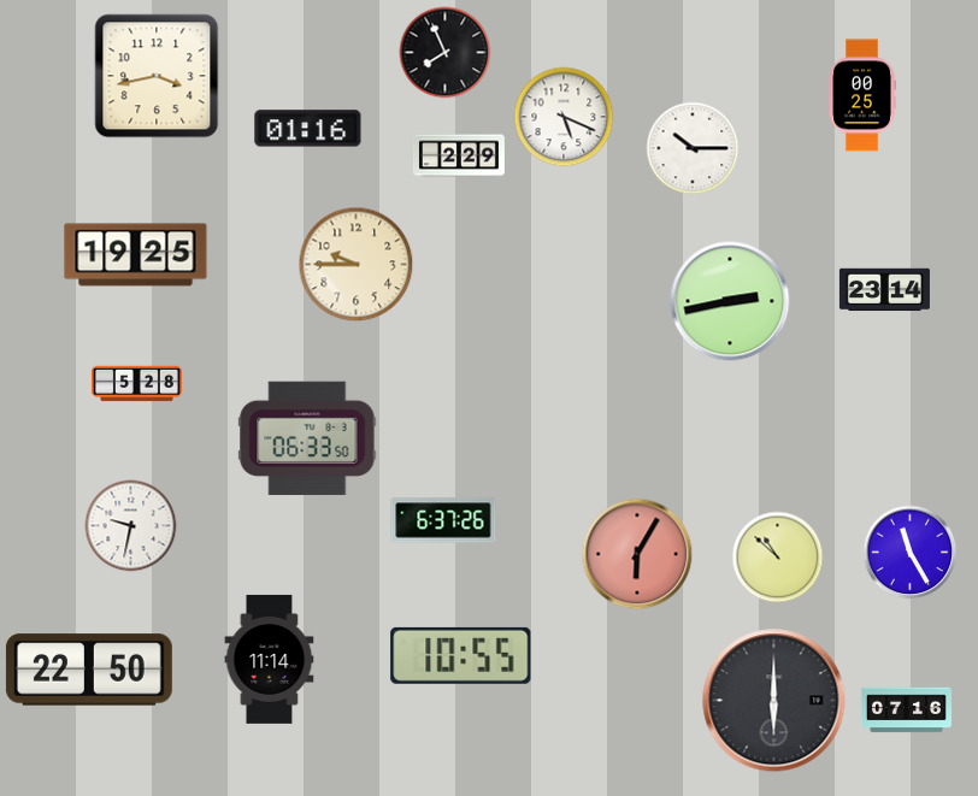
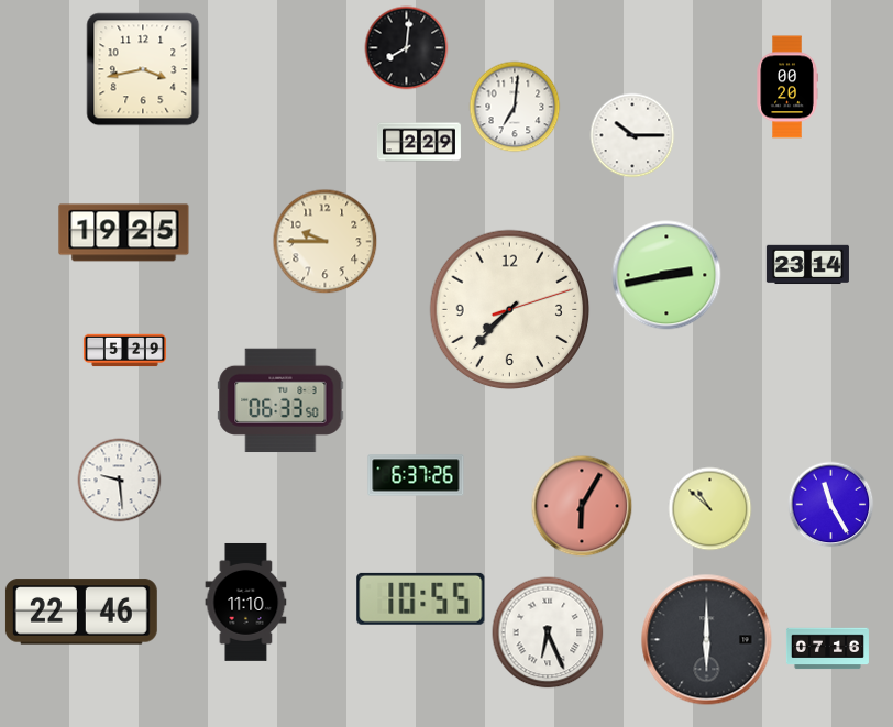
clock at (446, 53): 7:56 -> 8:01
clock at (862, 95): 00:25 -> 00:20
clock at (564, 117): 5:19 -> 7:01
clock at (308, 129): 01:16 -> none
clock at (510, 310): none -> 7:37
clock at (136, 384): 5:28 -> 5:29
clock at (443, 520) position: (443, 520) -> (416, 475)
clock at (131, 526): 9:32 -> 9:29
clock at (270, 659): 11:14 -> 11:10
clock at (89, 670): 22:50 -> 22:46
clock at (548, 632): none -> 6:26
